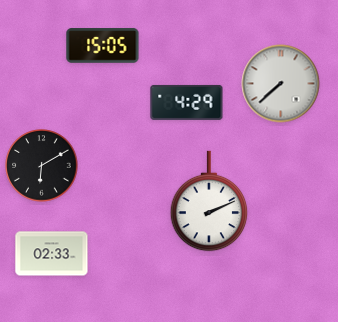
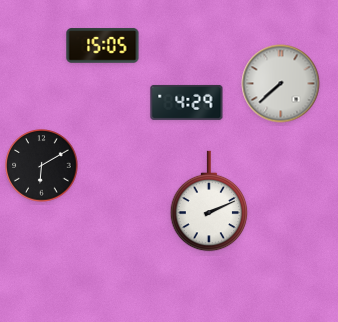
clock at (52, 254): 02:33 -> none
